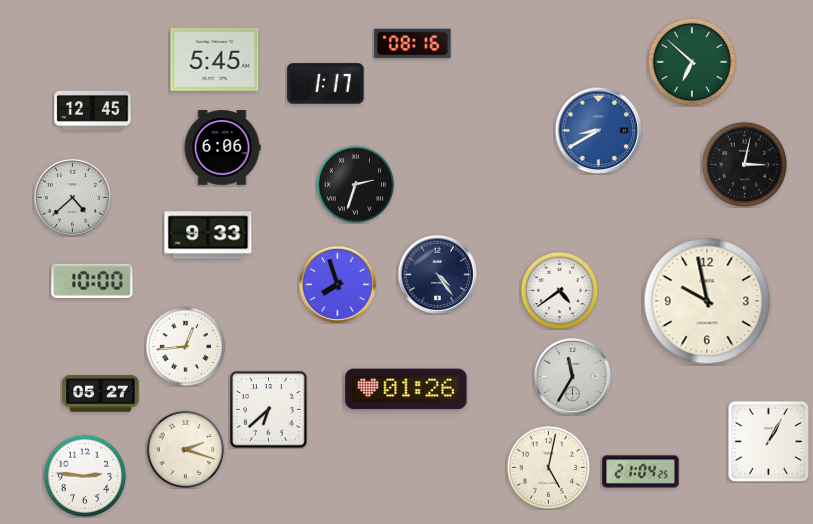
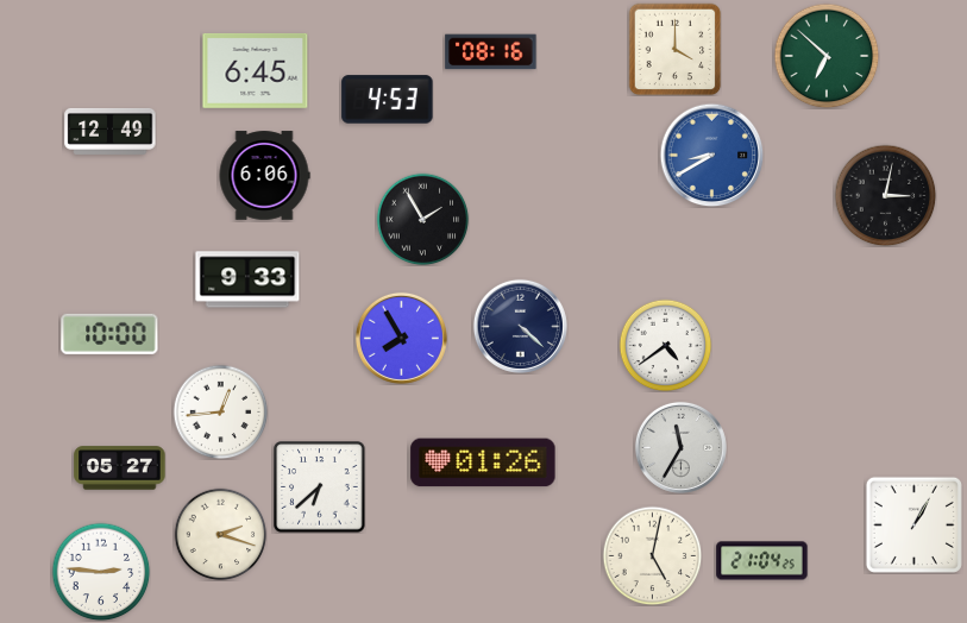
clock at (674, 49): none -> 4:00
clock at (215, 60): 5:45 -> 6:45
clock at (692, 62) position: (692, 62) -> (827, 56)
clock at (326, 84): 1:17 -> 4:53
clock at (93, 110): 12:45 -> 12:49
clock at (355, 184): 2:33 -> 1:55
clock at (72, 197): 4:38 -> none
clock at (437, 274): 4:24 -> 4:22
clock at (337, 284): 7:57 -> 7:55
clock at (707, 301): 9:58 -> none
clock at (85, 476) position: (85, 476) -> (101, 572)
